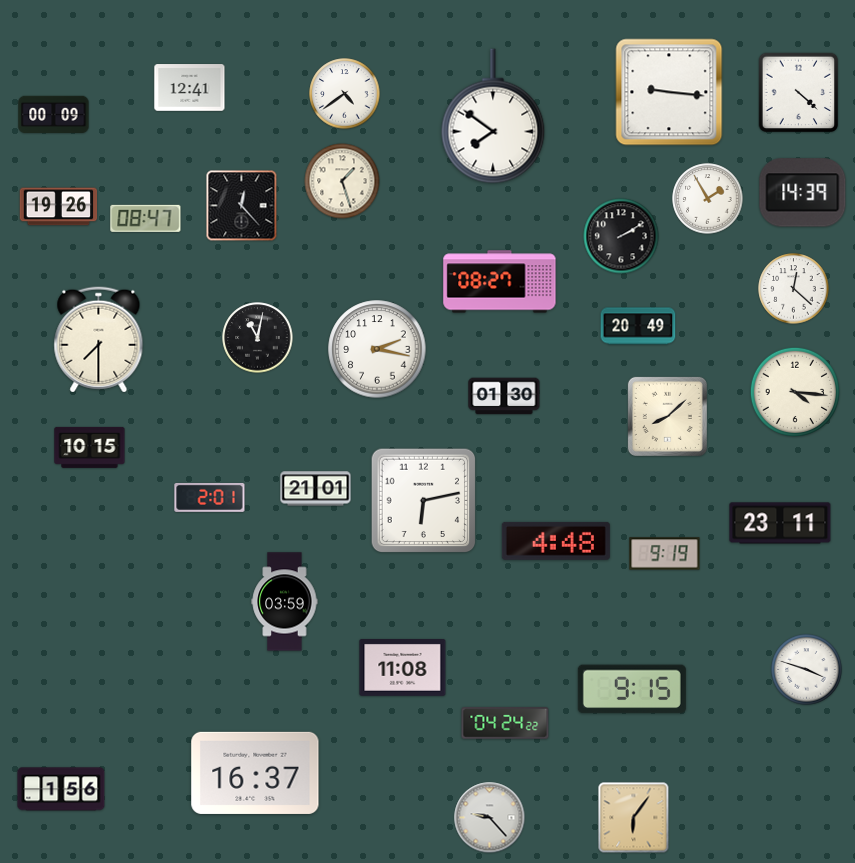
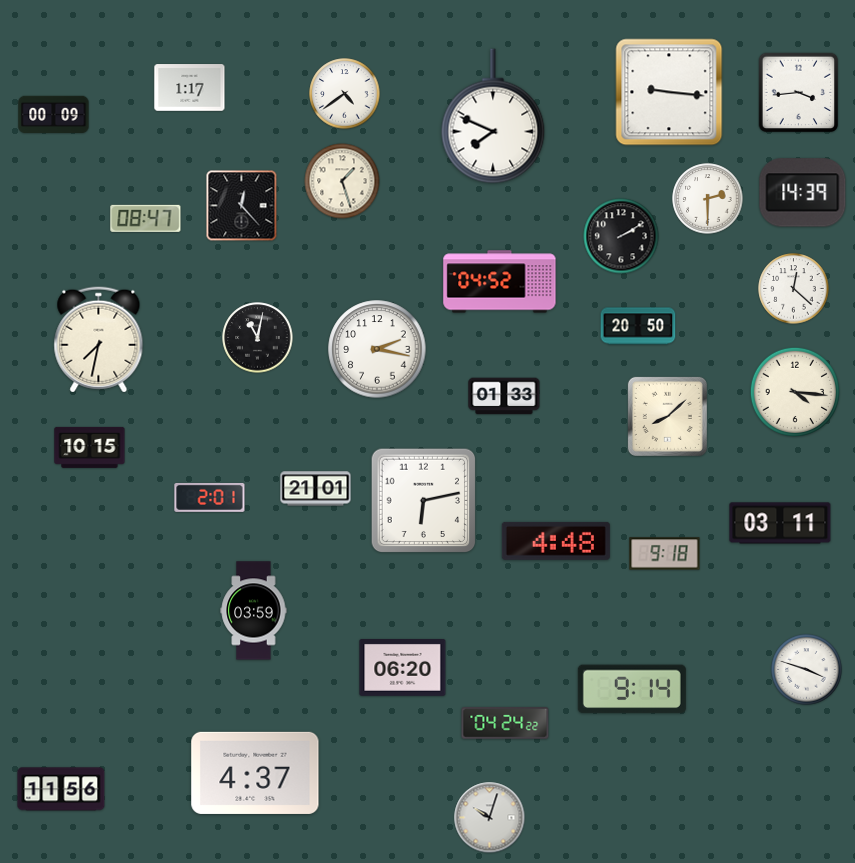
clock at (190, 88): 12:41 -> 1:17
clock at (799, 93): 4:22 -> 3:44
clock at (493, 116): 7:51 -> 7:49
clock at (708, 199): 1:55 -> 2:30
clock at (59, 207): 19:26 -> none
clock at (500, 282): 08:27 -> 04:52
clock at (638, 326): 20:49 -> 20:50
clock at (99, 340): 7:30 -> 7:32
clock at (504, 396): 01:30 -> 01:33
clock at (780, 523): 23:11 -> 03:11
clock at (665, 554): 9:19 -> 9:18
clock at (285, 602) position: (285, 602) -> (254, 611)
clock at (403, 668): 11:08 -> 06:20
clock at (632, 689): 9:15 -> 9:14
clock at (255, 773): 16:37 -> 4:37
clock at (61, 789): 1:56 -> 11:56
clock at (490, 818): 9:23 -> 10:03
clock at (634, 818): 6:06 -> none
